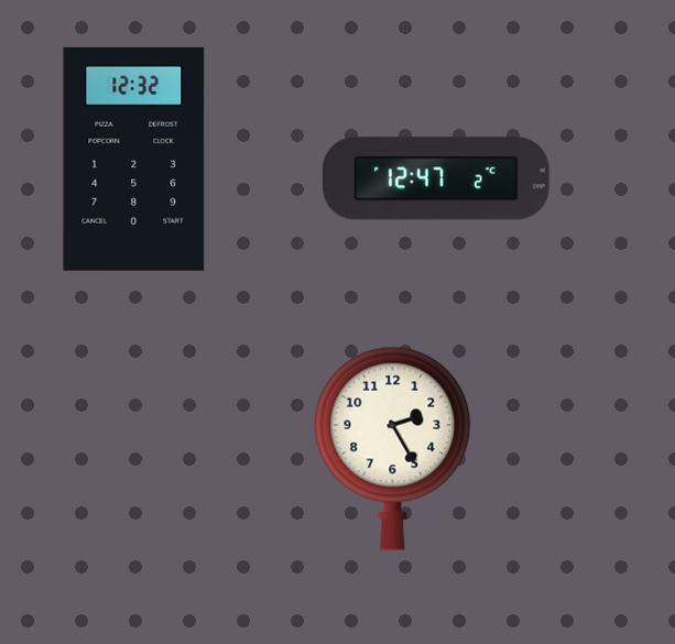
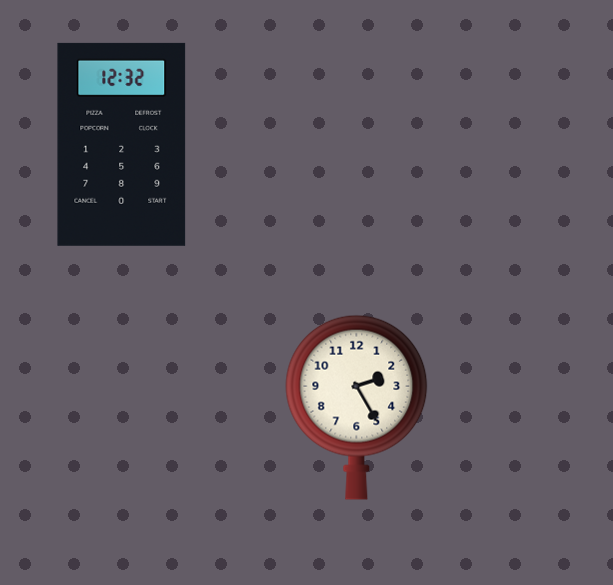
clock at (437, 178): 12:47 -> none
